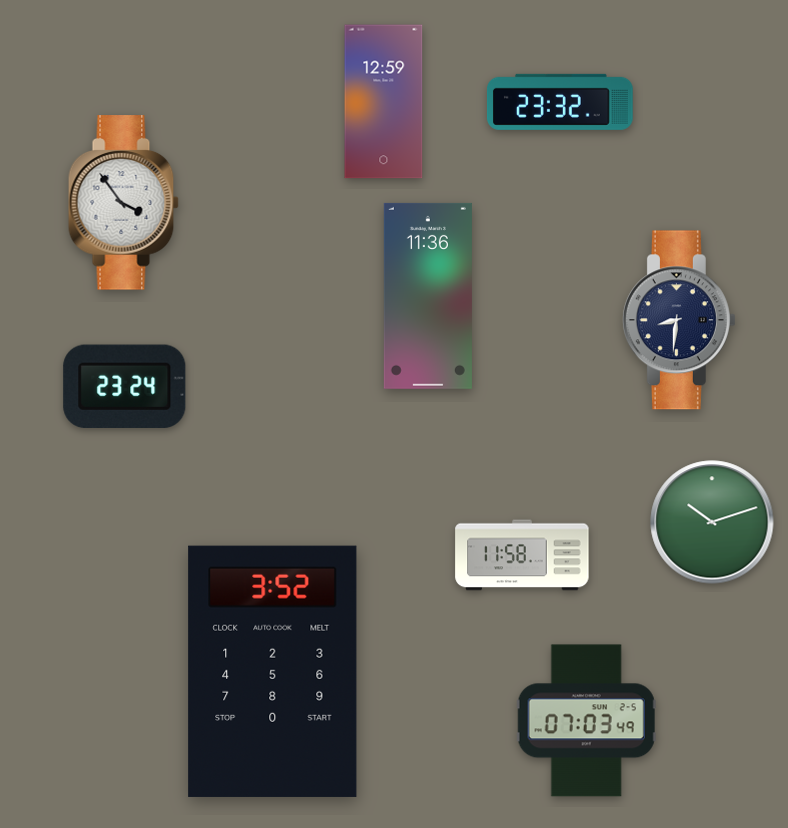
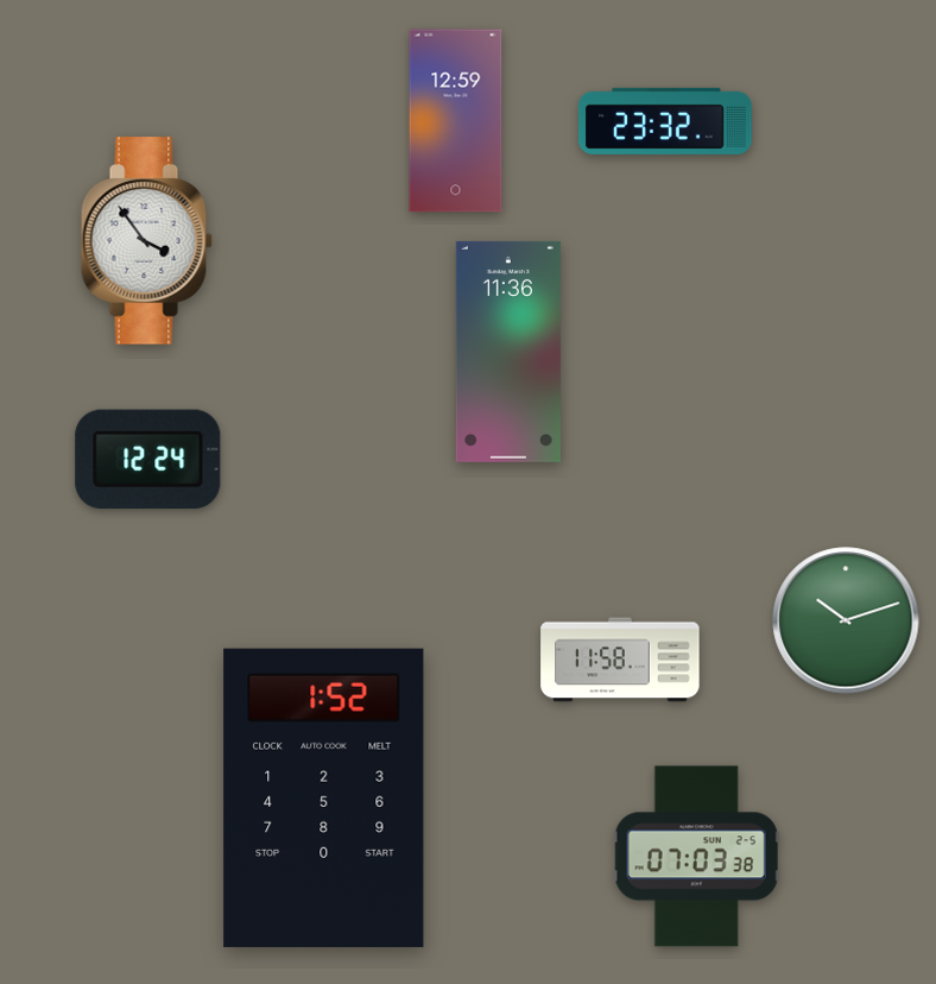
clock at (679, 320): 8:31 -> none
clock at (125, 386): 23:24 -> 12:24
clock at (273, 671): 3:52 -> 1:52
clock at (586, 721): 07:03:49 -> 07:03:38
